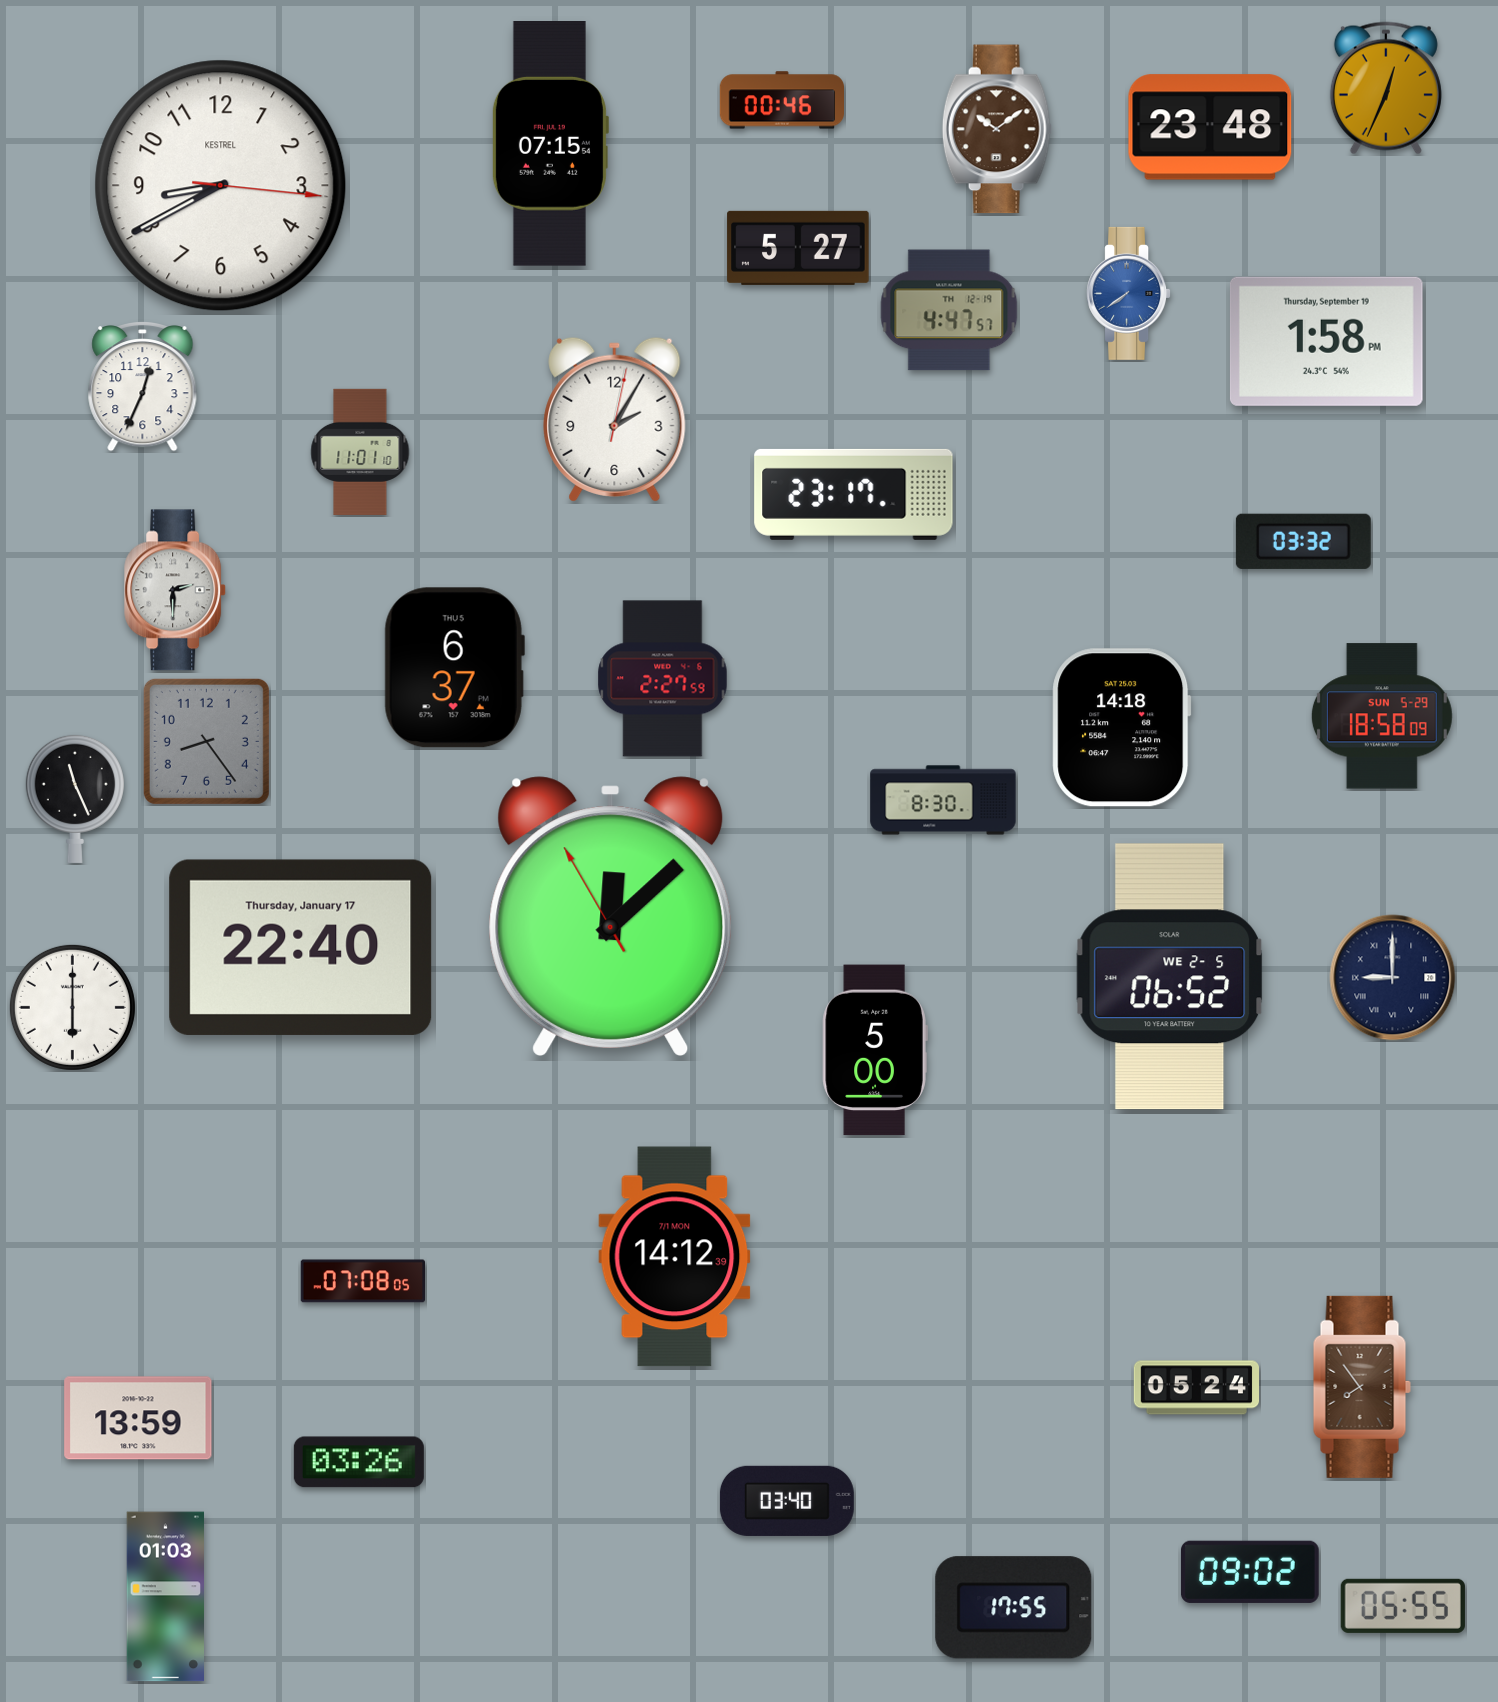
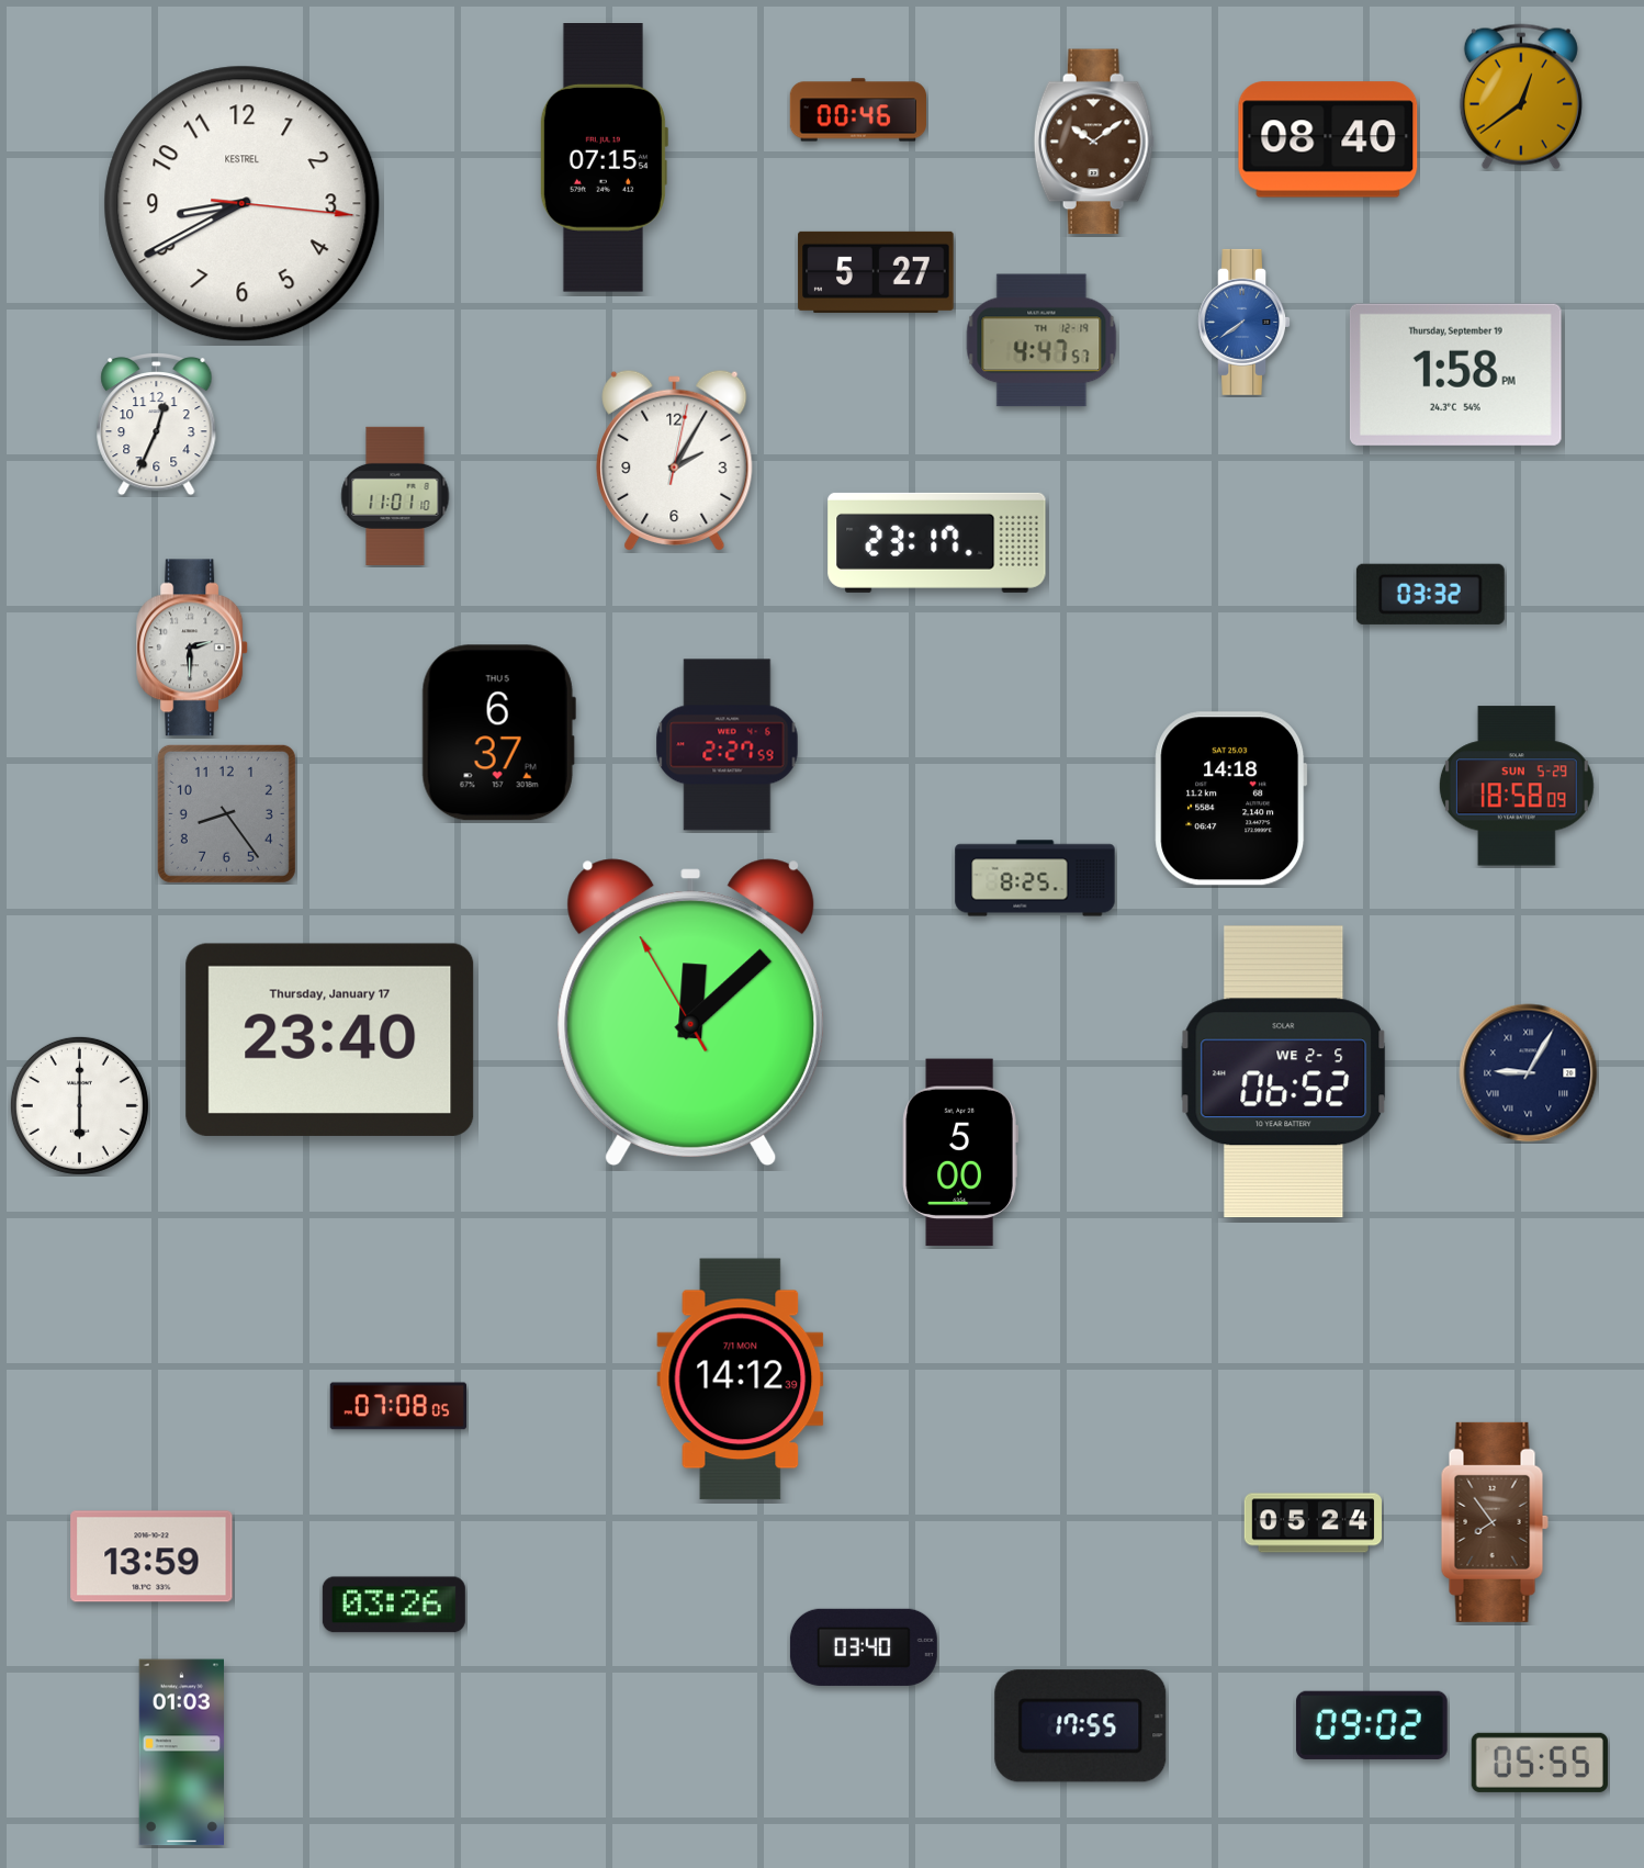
clock at (1386, 88): 12:34 -> 12:39
clock at (1210, 127): 23:48 -> 08:40
clock at (1129, 293) position: (1129, 293) -> (1245, 322)
clock at (75, 798): 11:26 -> none
clock at (943, 800): 8:30 -> 8:25
clock at (611, 916) position: (611, 916) -> (691, 1012)
clock at (301, 947): 22:40 -> 23:40
clock at (1393, 978): 9:00 -> 9:05
clock at (1014, 1608) position: (1014, 1608) -> (1081, 1726)
